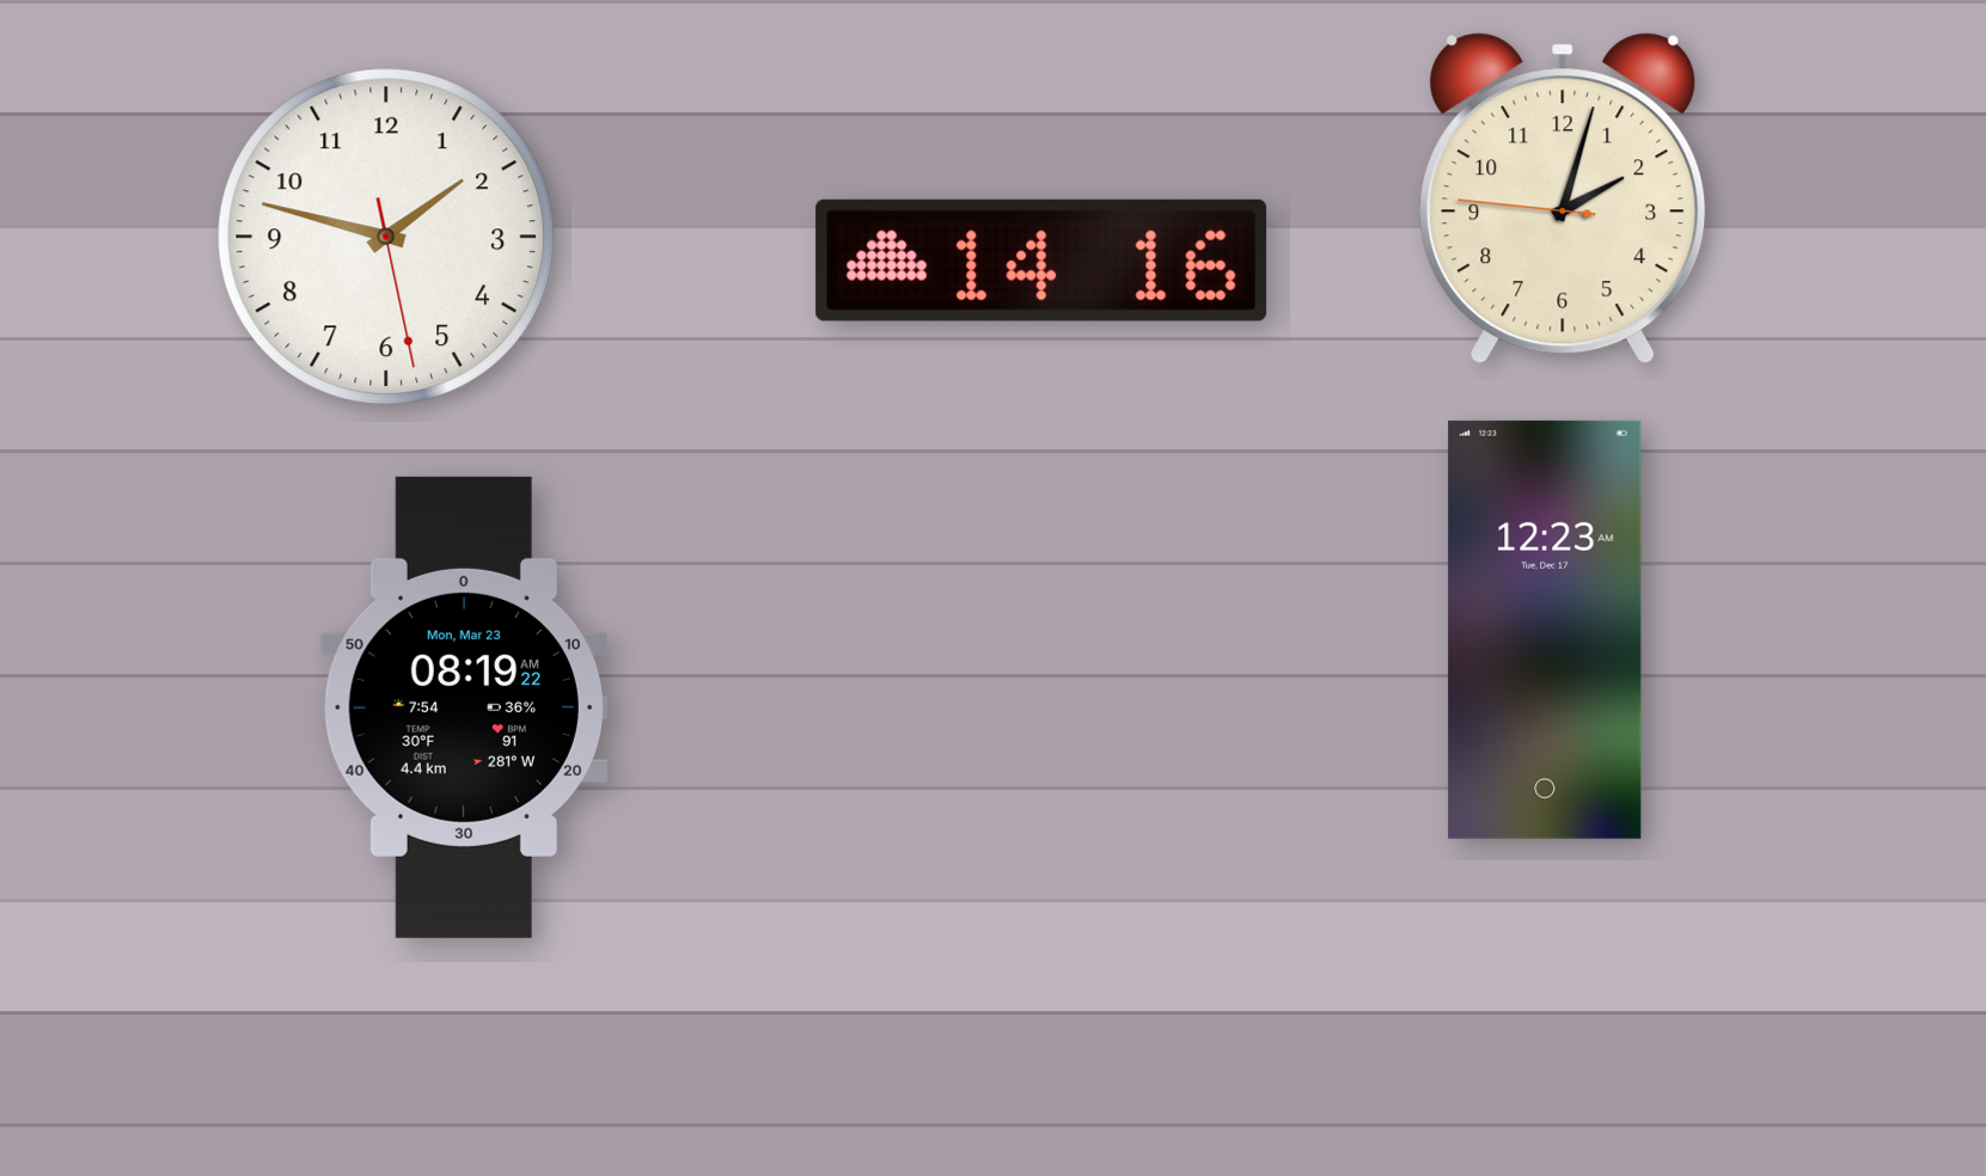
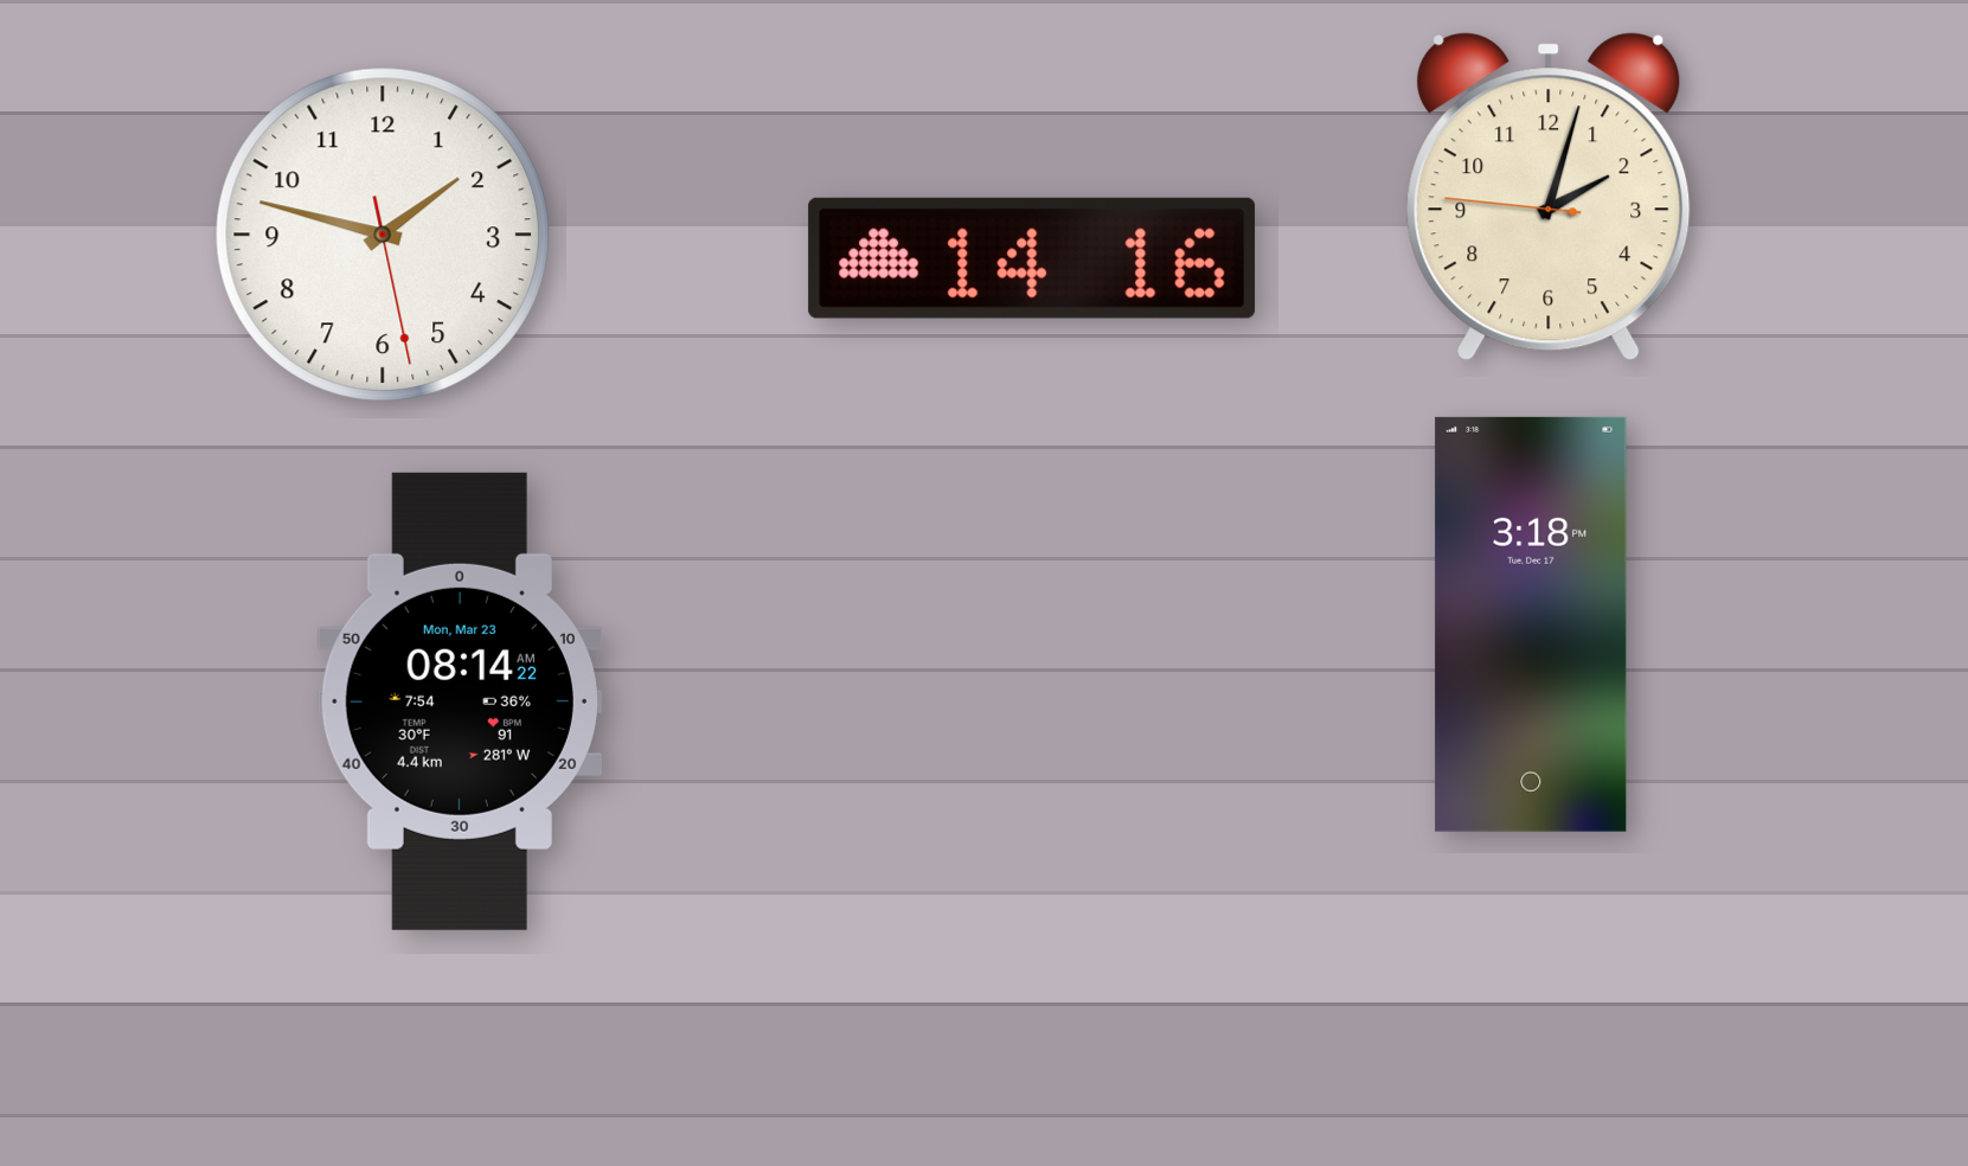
clock at (1545, 630): 12:23 -> 3:18
clock at (464, 708): 08:19 -> 08:14
